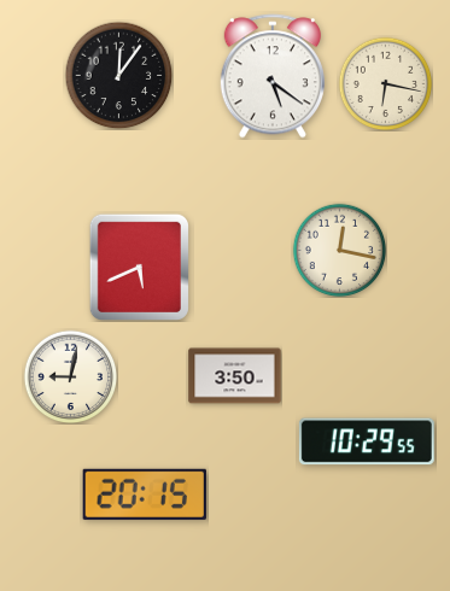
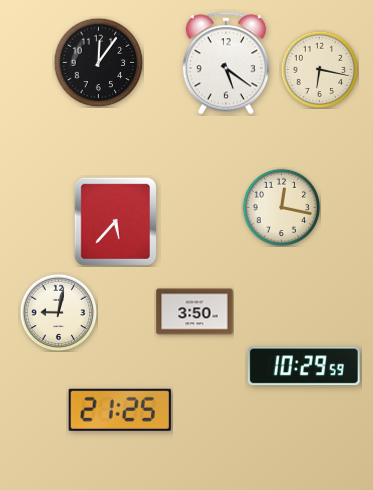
clock at (139, 267): 5:41 -> 5:37
clock at (367, 441): 10:29:55 -> 10:29:59
clock at (145, 495): 20:15 -> 21:25
